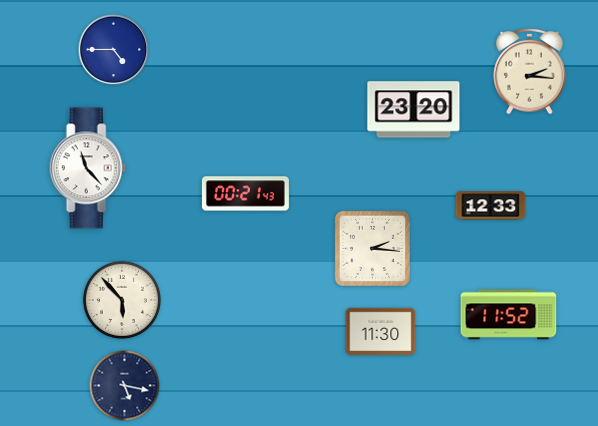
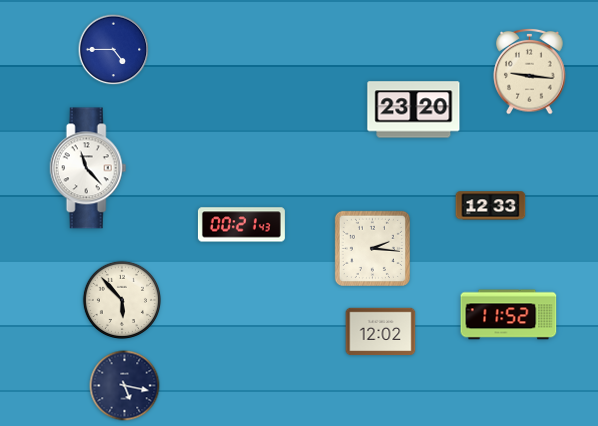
clock at (530, 71): 2:16 -> 9:16
clock at (245, 194) position: (245, 194) -> (241, 225)
clock at (381, 332): 11:30 -> 12:02
